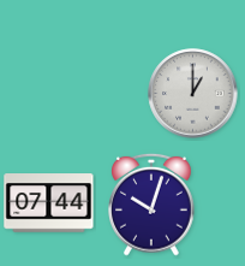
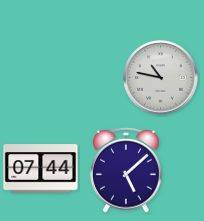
clock at (193, 94): 1:00 -> 10:47
clock at (153, 205): 10:03 -> 5:08
